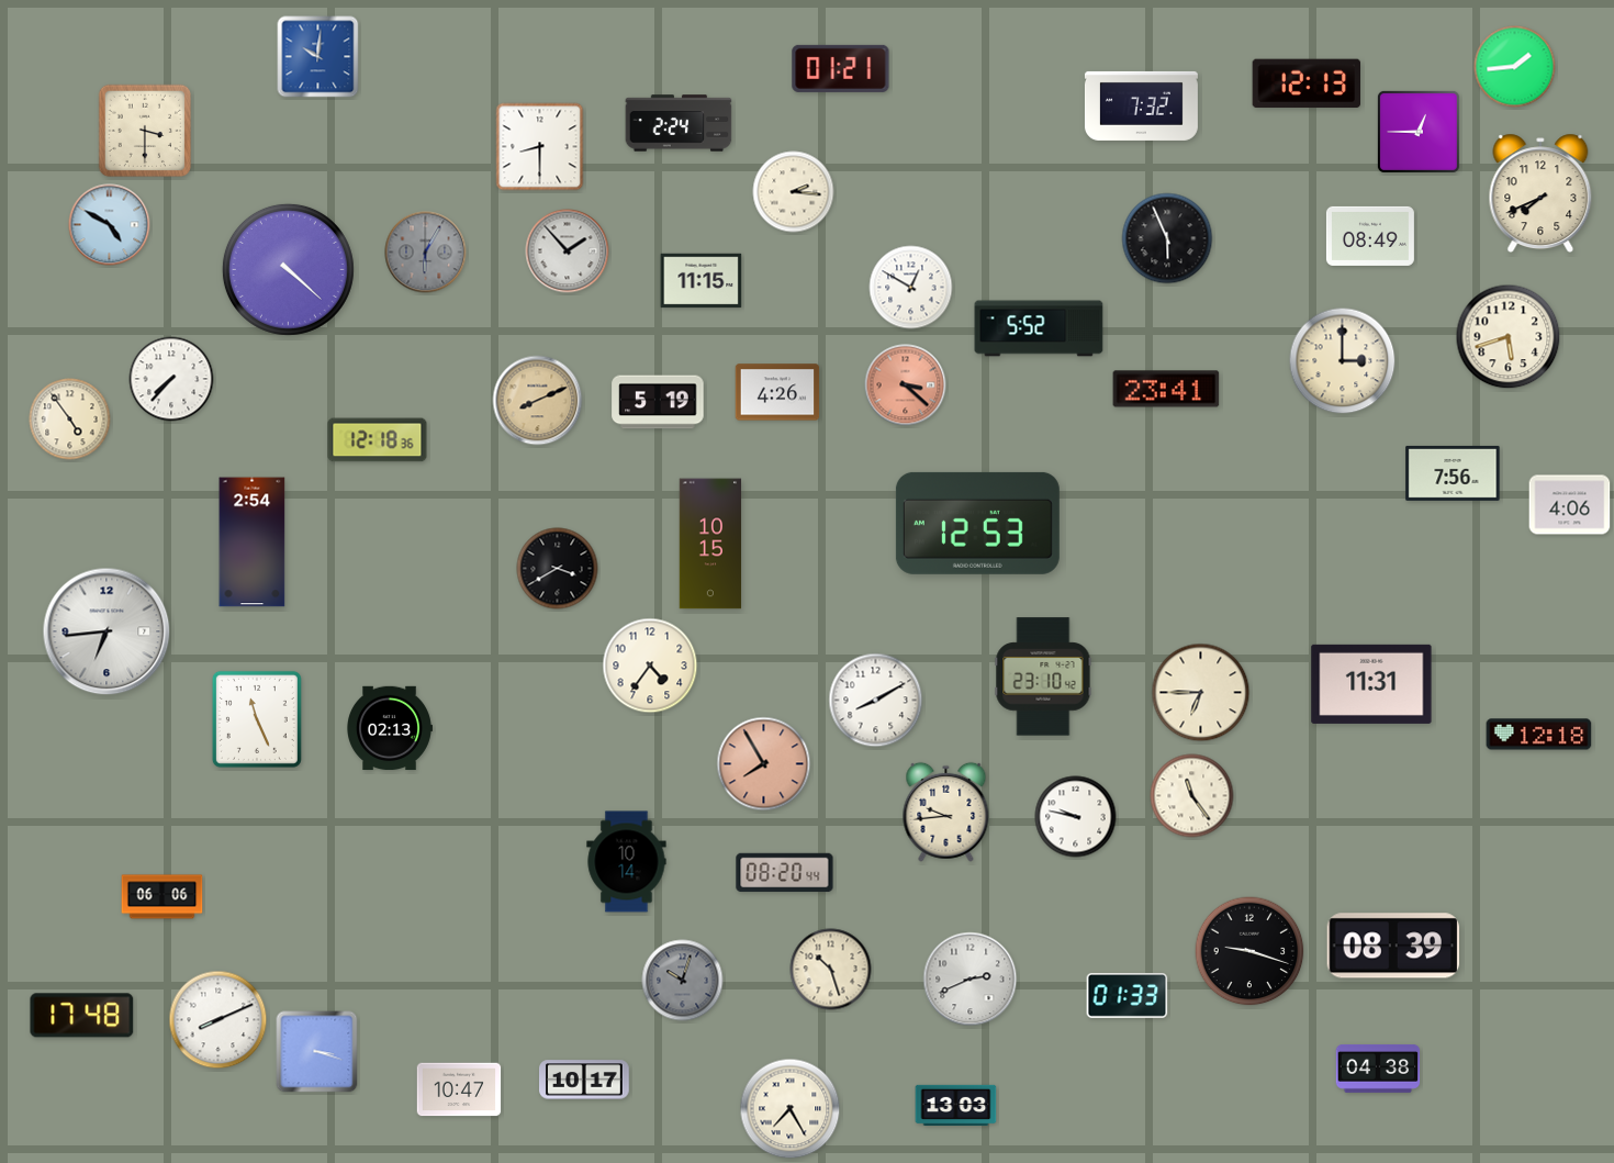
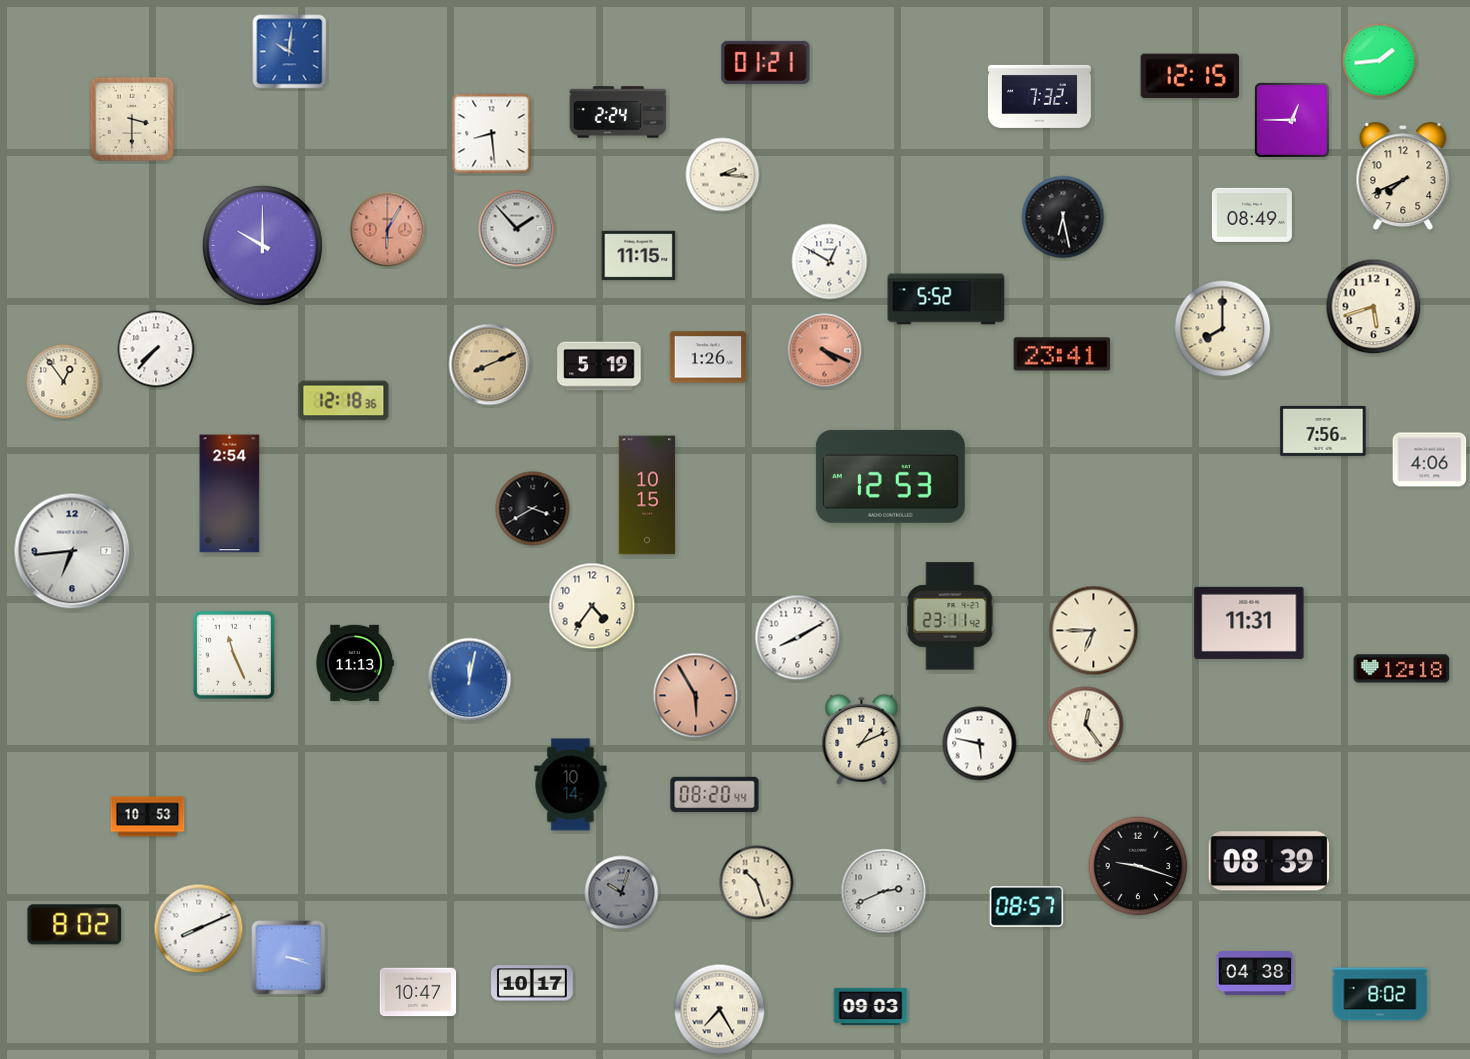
clock at (1305, 83): 12:13 -> 12:15
clock at (540, 147): 8:30 -> 8:29
clock at (110, 225): 4:50 -> none
clock at (1370, 236) position: (1370, 236) -> (1252, 215)
clock at (1167, 238): 5:56 -> 6:28
clock at (426, 253) dial: grey -> salmon
clock at (288, 269): 4:22 -> 10:00
clock at (1343, 361): 3:00 -> 8:00
clock at (171, 379) position: (171, 379) -> (156, 349)
clock at (906, 385): 3:22 -> 4:19
clock at (777, 392): 4:26 -> 1:26
clock at (70, 420): 4:54 -> 12:54
clock at (558, 569) position: (558, 569) -> (533, 509)
clock at (107, 631) position: (107, 631) -> (72, 551)
clock at (1043, 676): 23:10 -> 23:11
clock at (390, 728): 02:13 -> 11:13
clock at (470, 680): none -> 12:02
clock at (764, 764): 7:55 -> 5:55
clock at (1192, 796): 11:24 -> 12:24
clock at (946, 812): 9:44 -> 1:11
clock at (1076, 817): 9:47 -> 5:47
clock at (162, 897): 06:06 -> 10:53
clock at (1128, 995): 01:33 -> 08:57
clock at (82, 1016): 17:48 -> 8:02
clock at (1380, 994): none -> 8:02
clock at (956, 1105): 13:03 -> 09:03
